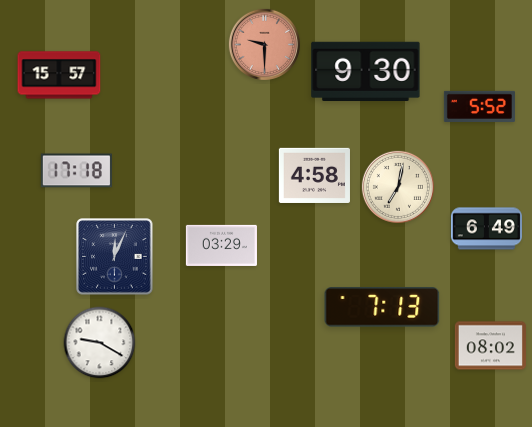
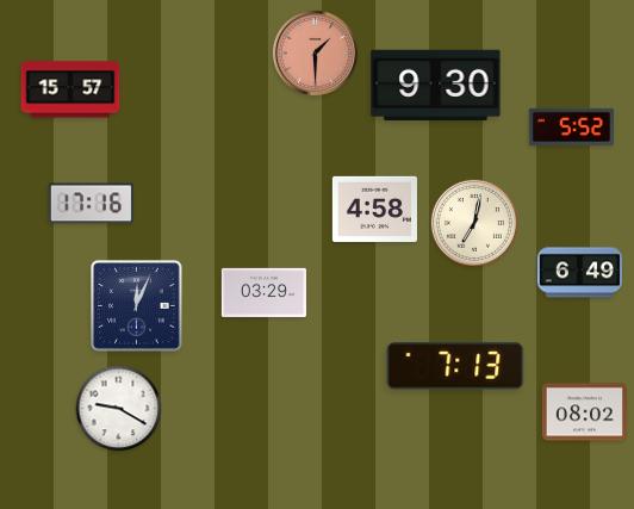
clock at (264, 44): 9:30 -> 1:30
clock at (76, 171): 17:18 -> 17:16
